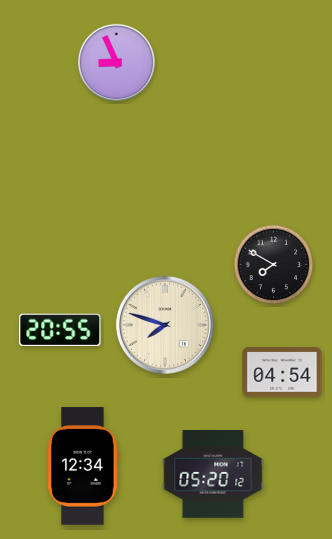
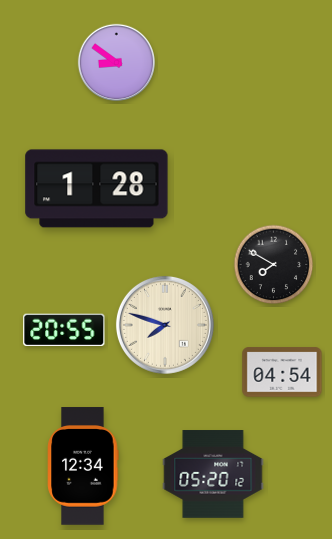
clock at (116, 62): 8:56 -> 8:51
clock at (97, 189): none -> 1:28
clock at (60, 329) position: (60, 329) -> (64, 329)
